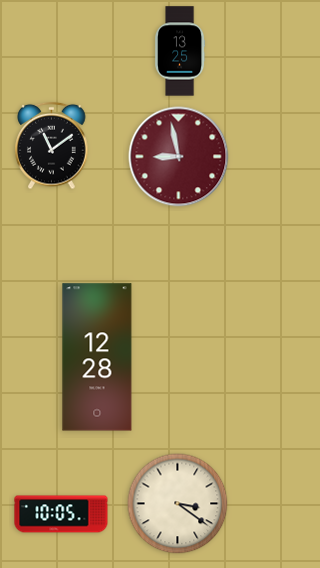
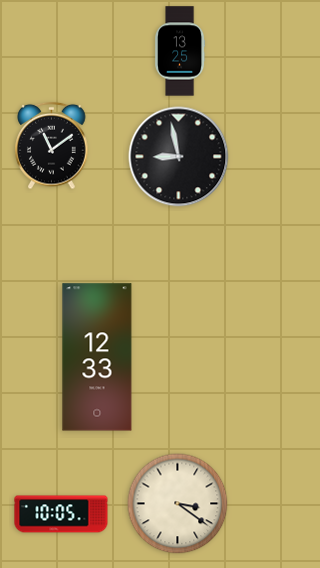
clock at (179, 157) dial: burgundy -> black
clock at (97, 357): 12:28 -> 12:33
